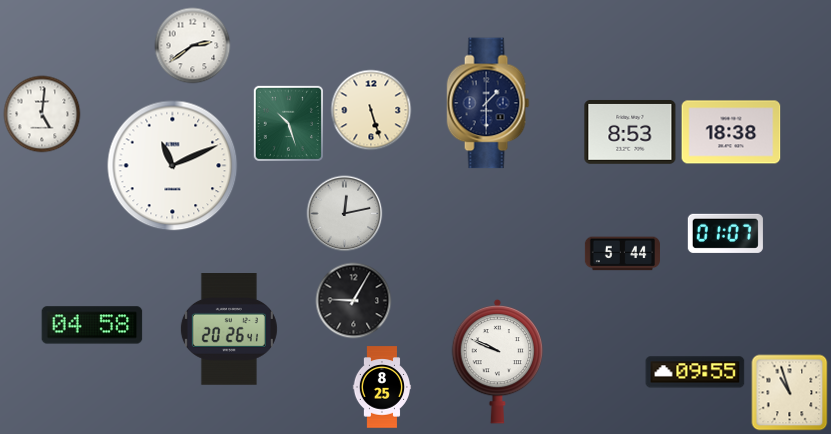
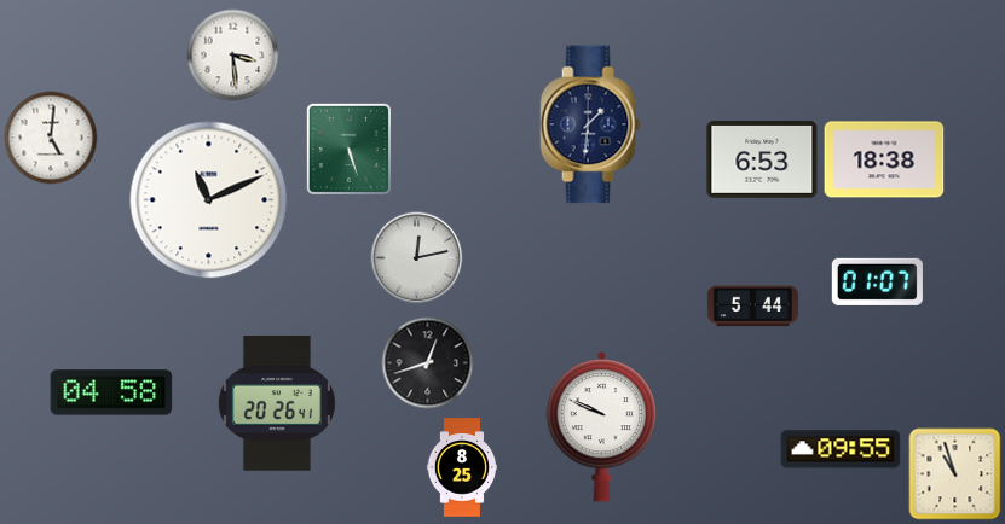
clock at (193, 46): 2:39 -> 3:29
clock at (488, 103): 1:30 -> 1:31
clock at (371, 110): 5:27 -> none
clock at (288, 123): 10:27 -> 5:27
clock at (630, 132): 8:53 -> 6:53
clock at (354, 301): 9:05 -> 12:42
clock at (229, 330) position: (229, 330) -> (277, 404)
clock at (498, 361) position: (498, 361) -> (602, 426)
